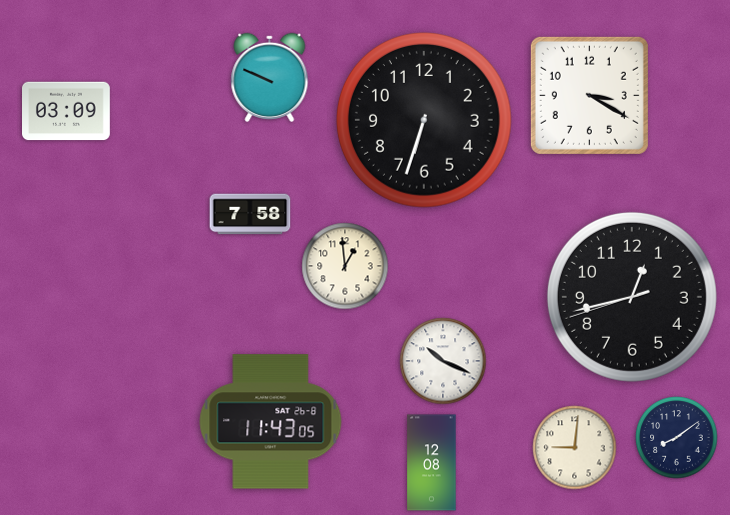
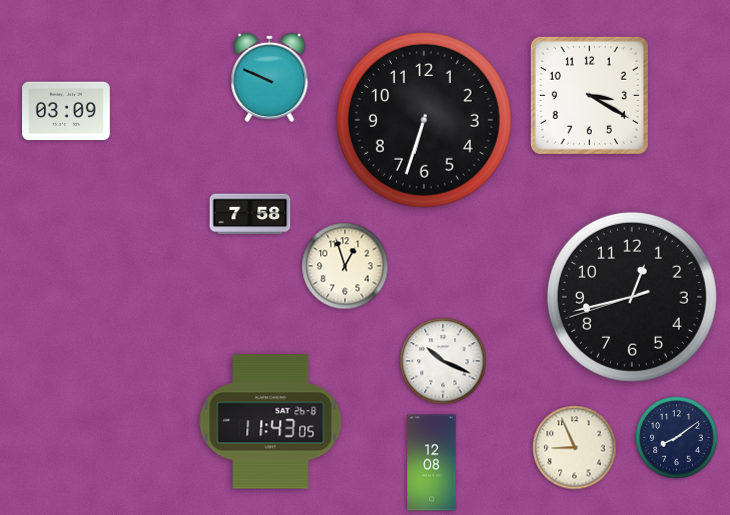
clock at (345, 266): 12:59 -> 12:57
clock at (575, 448): 9:01 -> 8:56
